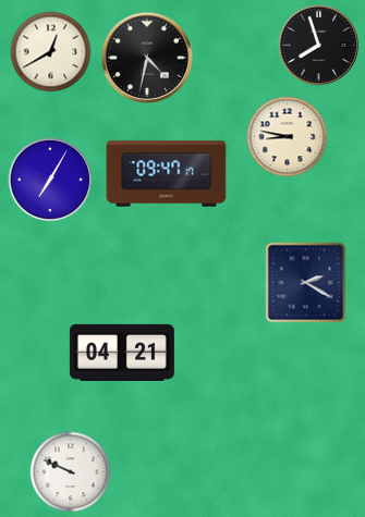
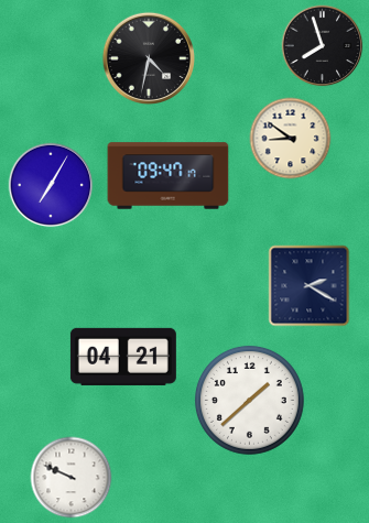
clock at (51, 52): 12:40 -> none
clock at (288, 137): 8:47 -> 8:51
clock at (50, 180) position: (50, 180) -> (51, 185)
clock at (249, 400): none -> 1:38
